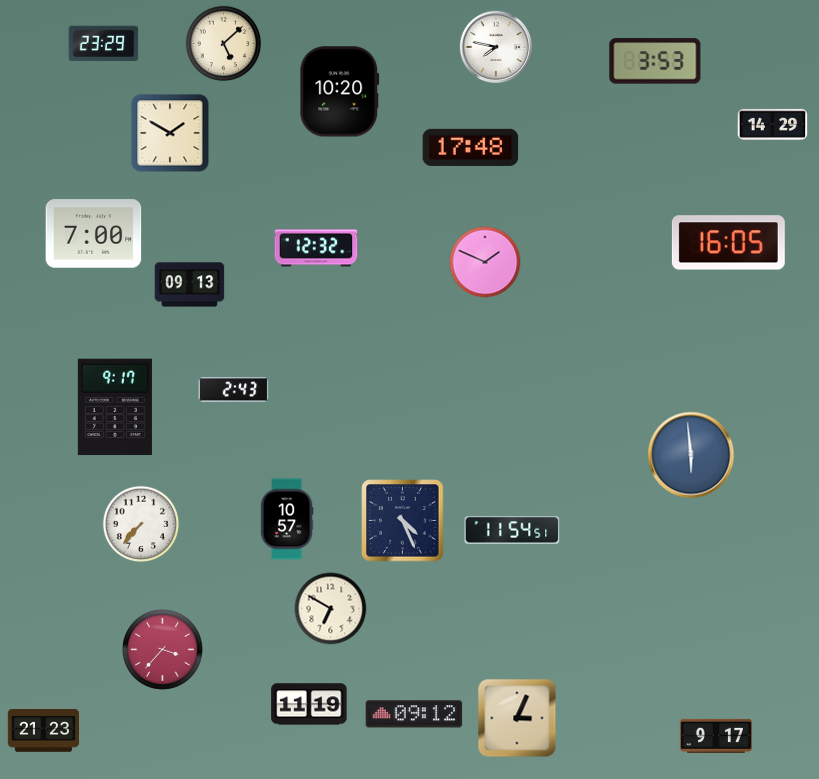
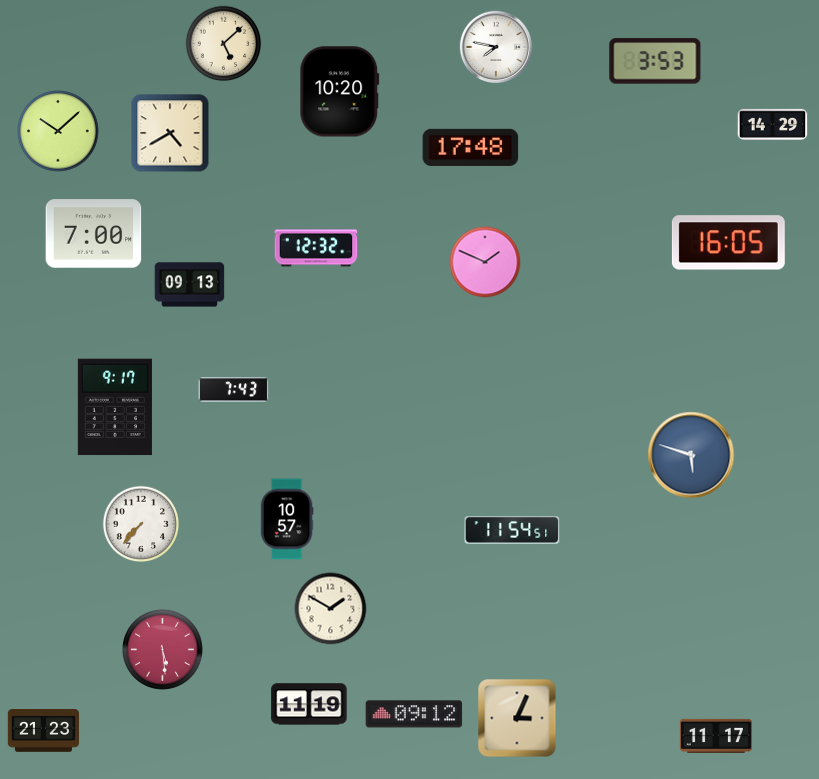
clock at (104, 44): 23:29 -> none
clock at (58, 131): none -> 10:08
clock at (170, 133): 1:50 -> 4:40
clock at (234, 390): 2:43 -> 7:43
clock at (691, 455): 5:59 -> 5:48
clock at (403, 521): 4:26 -> none
clock at (331, 609): 6:50 -> 1:50
clock at (163, 650): 3:37 -> 5:29
clock at (716, 736): 9:17 -> 11:17
